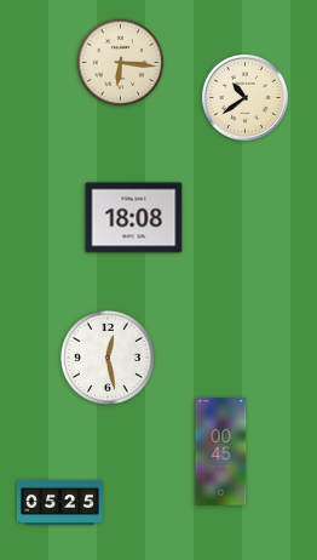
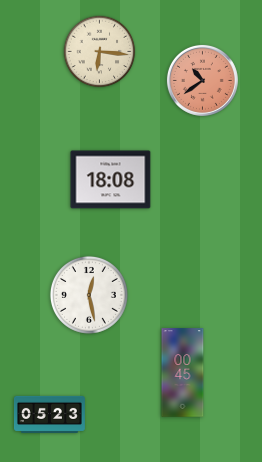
clock at (244, 97) dial: cream -> salmon
clock at (59, 502): 05:25 -> 05:23
